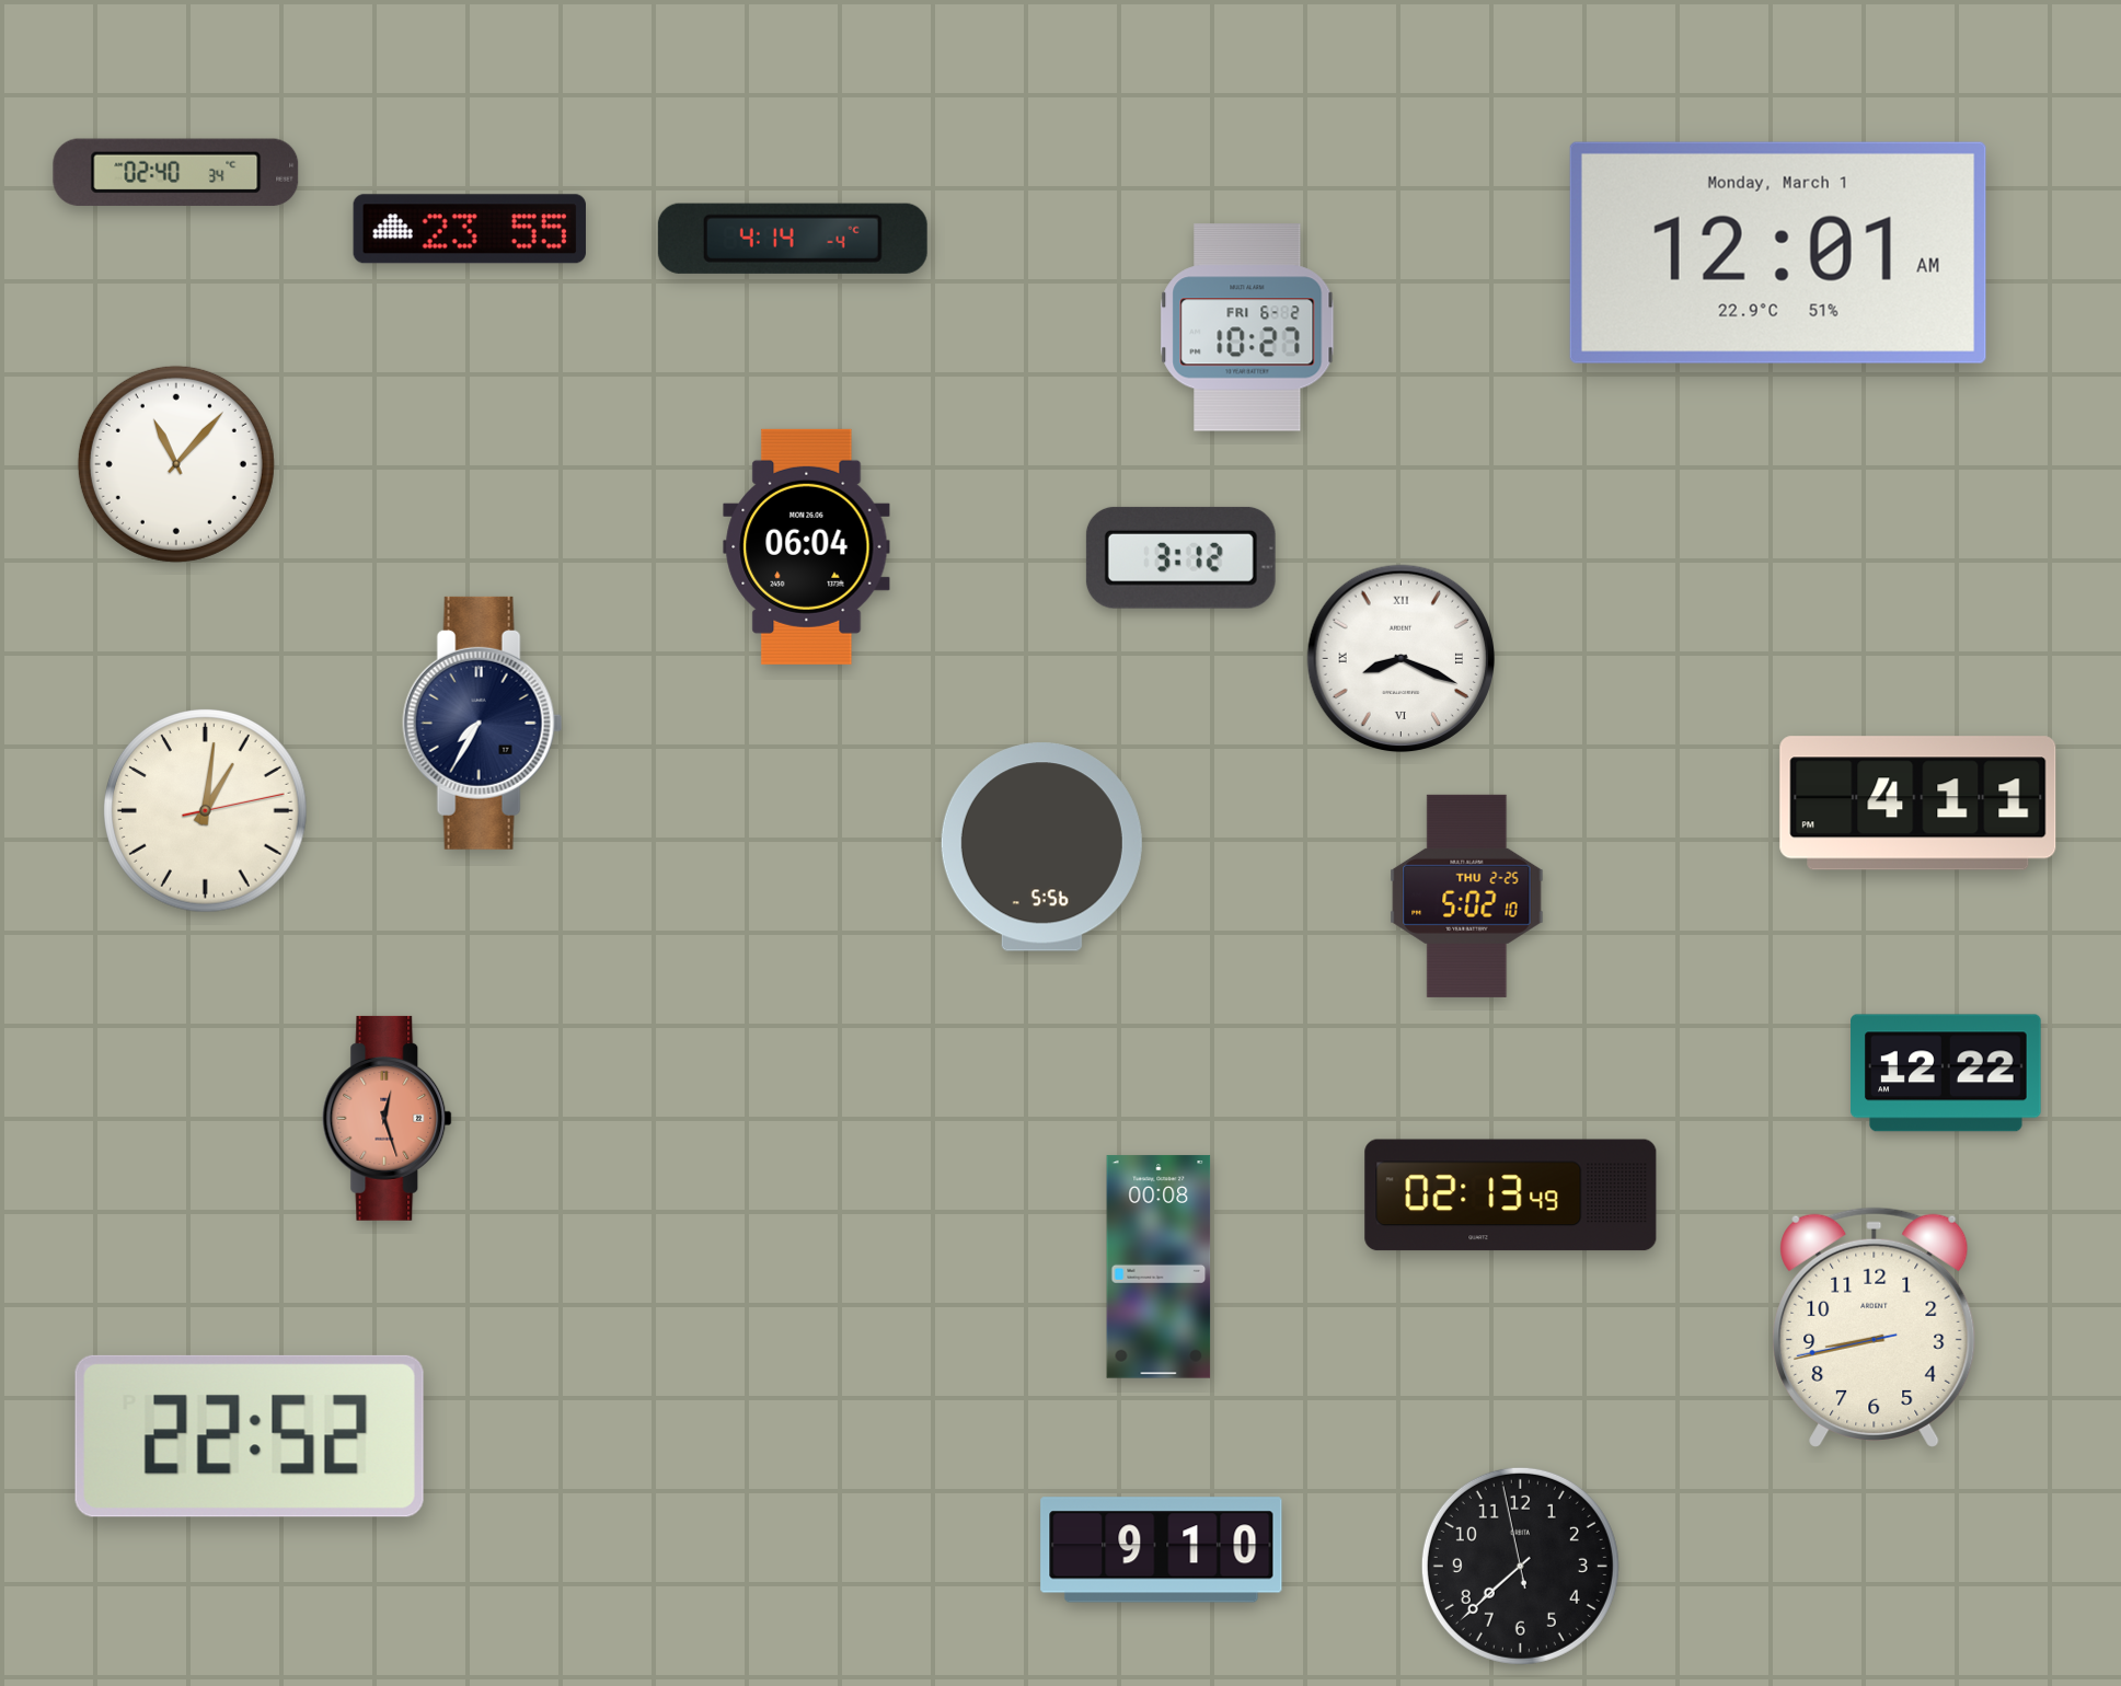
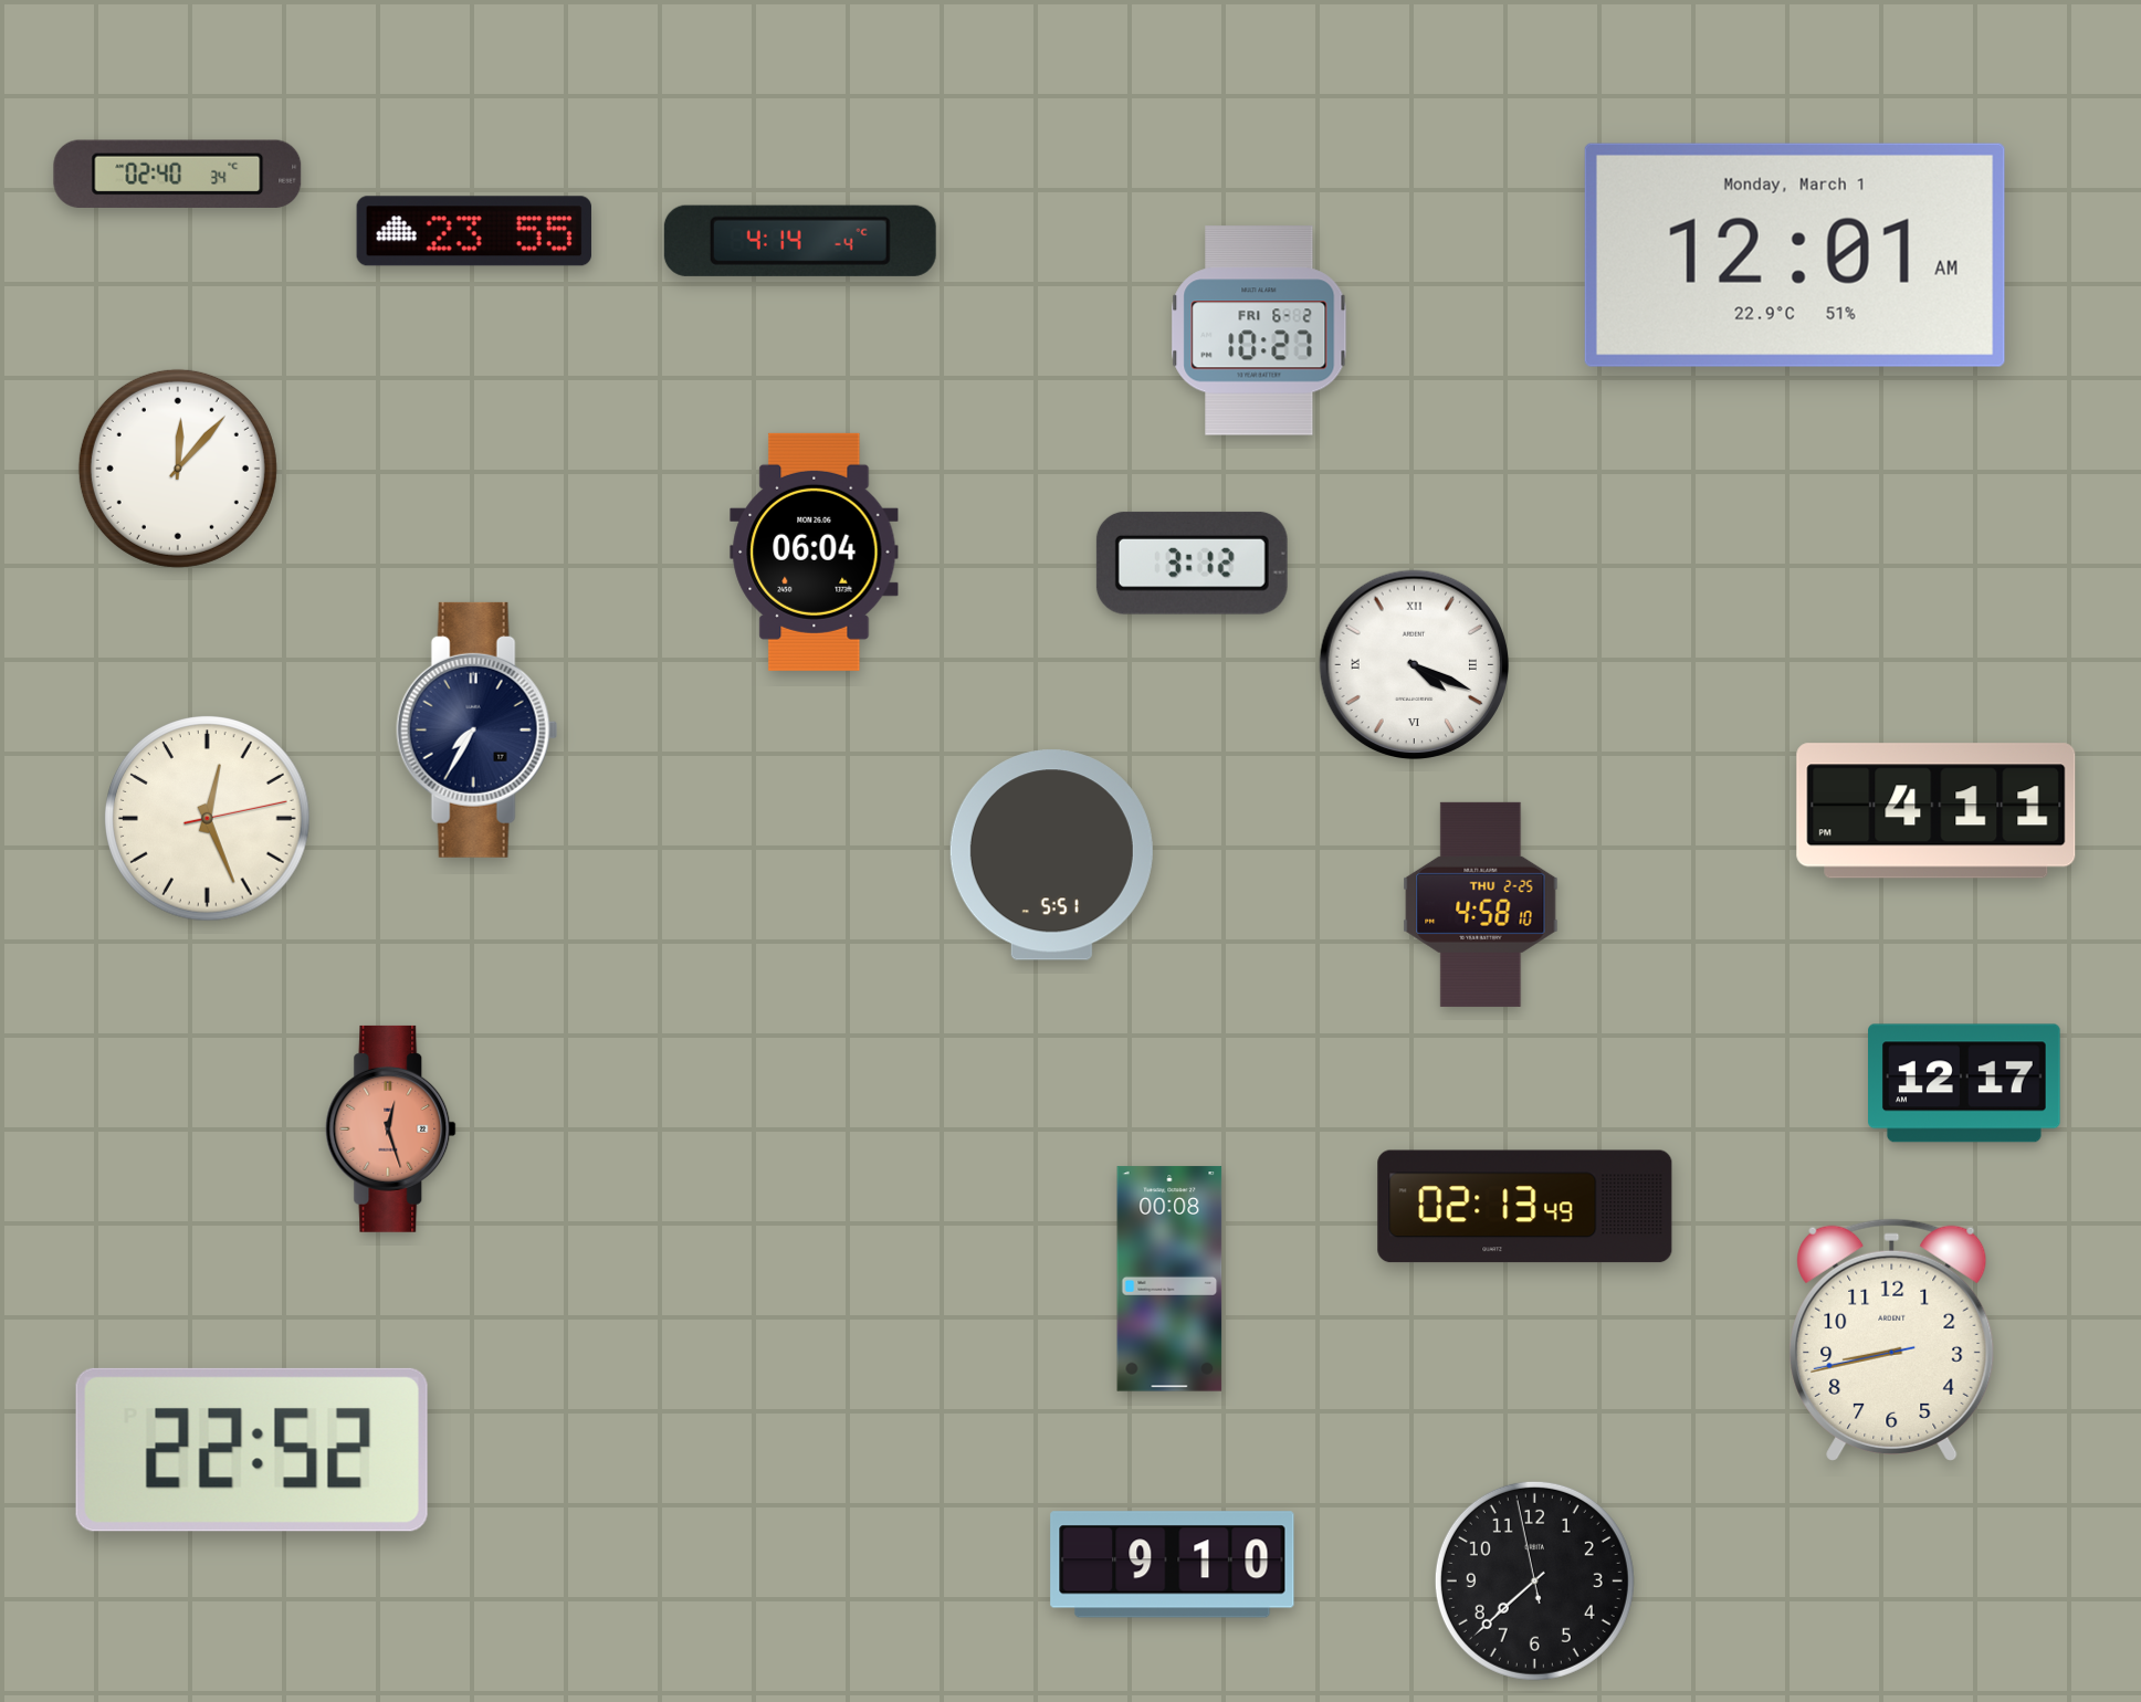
clock at (176, 464): 11:07 -> 12:07
clock at (1402, 659): 8:19 -> 4:19
clock at (483, 723) position: (483, 723) -> (477, 729)
clock at (206, 811): 1:01 -> 12:26
clock at (1041, 847): 5:56 -> 5:51
clock at (1467, 896): 5:02 -> 4:58
clock at (1946, 1073): 12:22 -> 12:17
